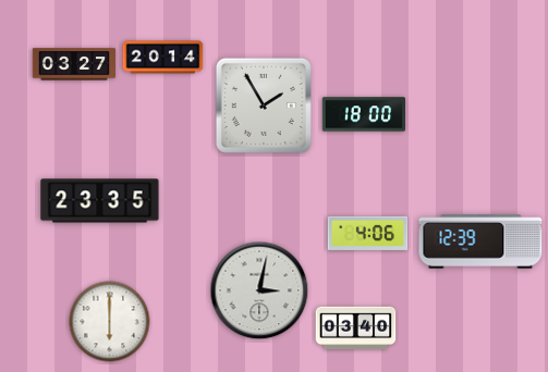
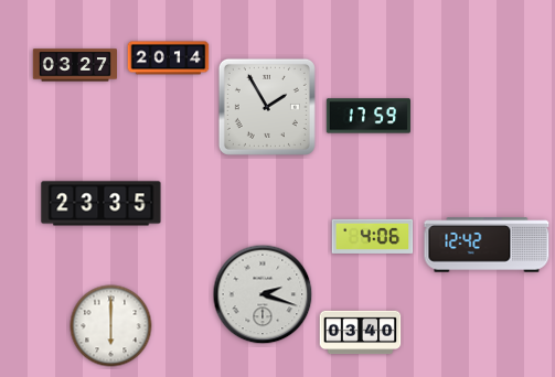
clock at (163, 58) position: (163, 58) -> (169, 58)
clock at (363, 114): 18:00 -> 17:59
clock at (480, 241): 12:39 -> 12:42
clock at (259, 290): 3:02 -> 2:18
